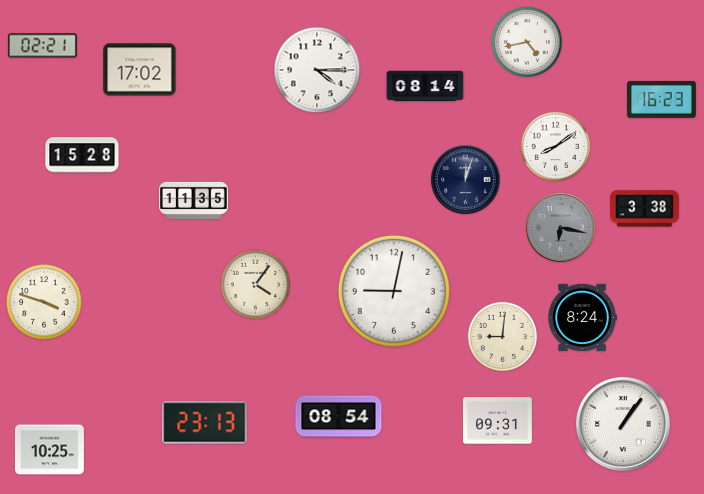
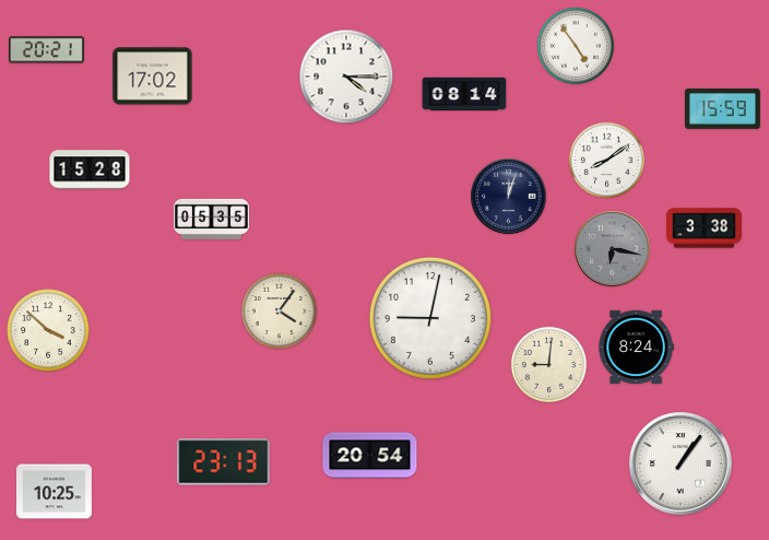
clock at (527, 42): 4:43 -> 4:54
clock at (42, 46): 02:21 -> 20:21
clock at (661, 99): 16:23 -> 15:59
clock at (194, 200): 11:35 -> 05:35
clock at (44, 302): 3:48 -> 3:52
clock at (502, 336) position: (502, 336) -> (548, 364)
clock at (339, 417): 08:54 -> 20:54
clock at (497, 421): 09:31 -> none
